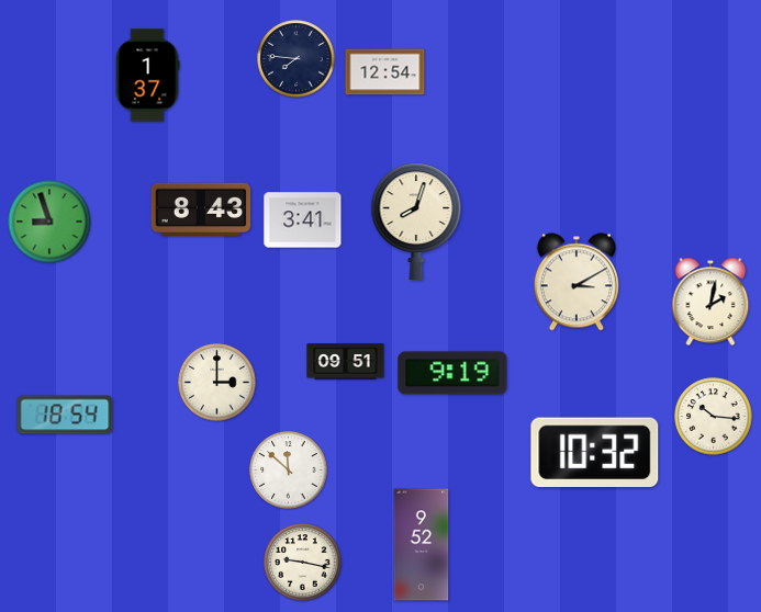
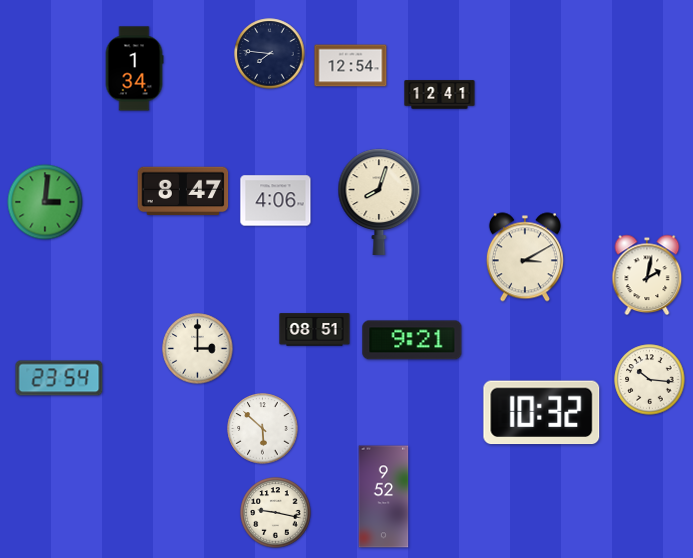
clock at (147, 76): 1:37 -> 1:34
clock at (440, 95): none -> 12:41
clock at (201, 209): 8:43 -> 8:47
clock at (303, 220): 3:41 -> 4:06
clock at (49, 222): 8:57 -> 3:01
clock at (346, 362): 09:51 -> 08:51
clock at (452, 373): 9:19 -> 9:21
clock at (65, 415): 18:54 -> 23:54
clock at (289, 471): 11:52 -> 5:52
